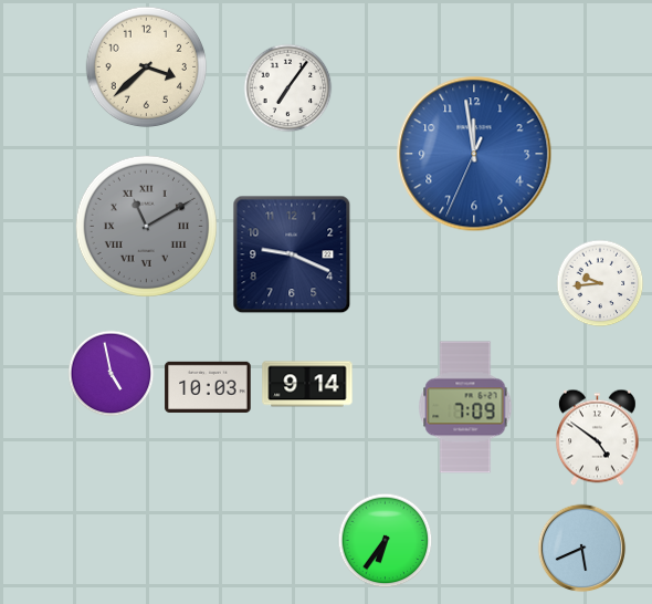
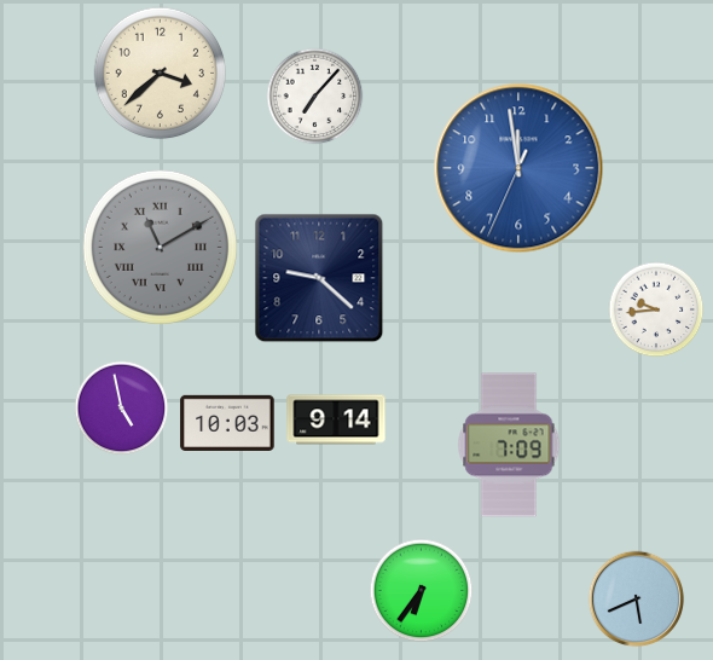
clock at (288, 88): 7:06 -> 7:07
clock at (292, 254): 9:19 -> 9:22
clock at (598, 438): 4:51 -> none
